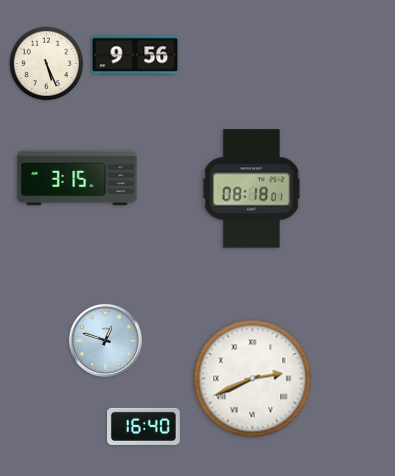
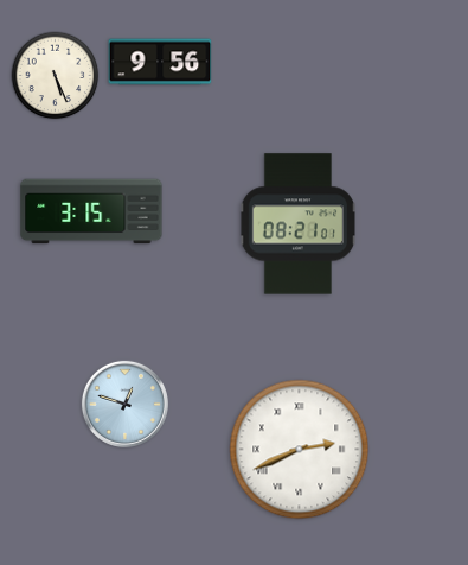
clock at (135, 55) position: (135, 55) -> (160, 62)
clock at (251, 189): 08:18 -> 08:21
clock at (143, 426): 16:40 -> none
